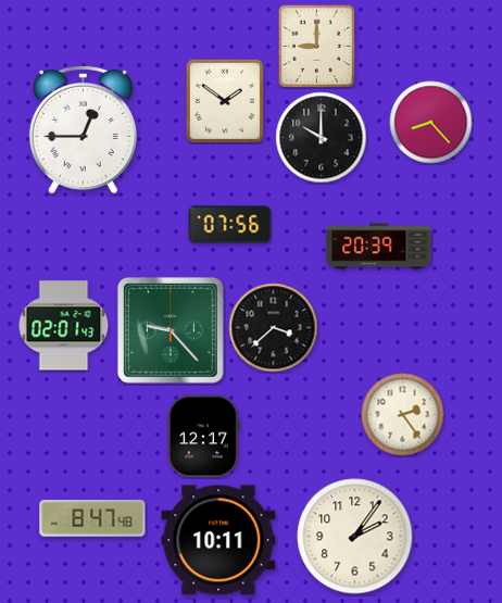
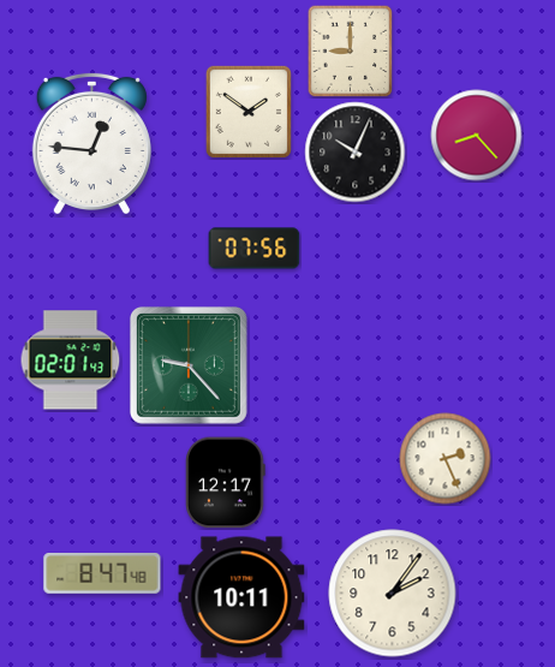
clock at (83, 128): 12:45 -> 12:46
clock at (322, 138): 10:00 -> 10:04
clock at (379, 247): 20:39 -> none
clock at (274, 328): 3:38 -> none
clock at (403, 415): 2:24 -> 2:26
